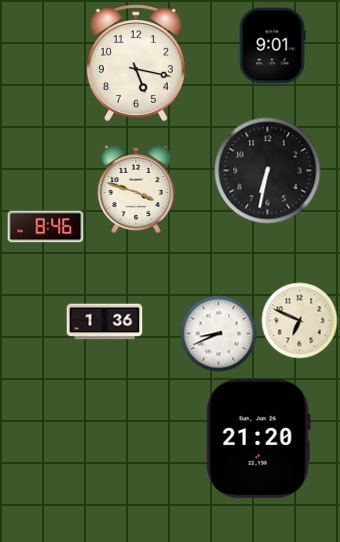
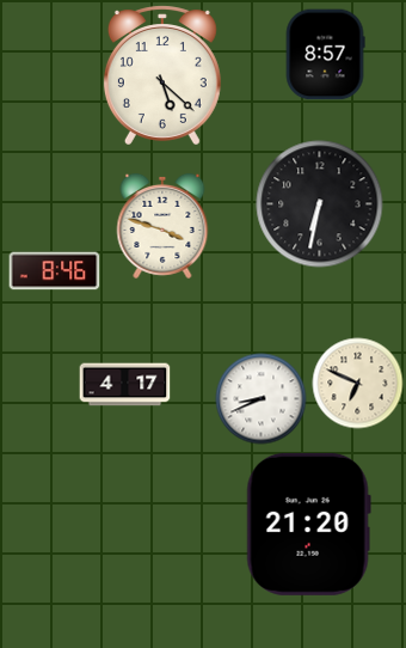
clock at (272, 46): 9:01 -> 8:57
clock at (136, 63): 5:17 -> 5:22
clock at (105, 322): 1:36 -> 4:17
